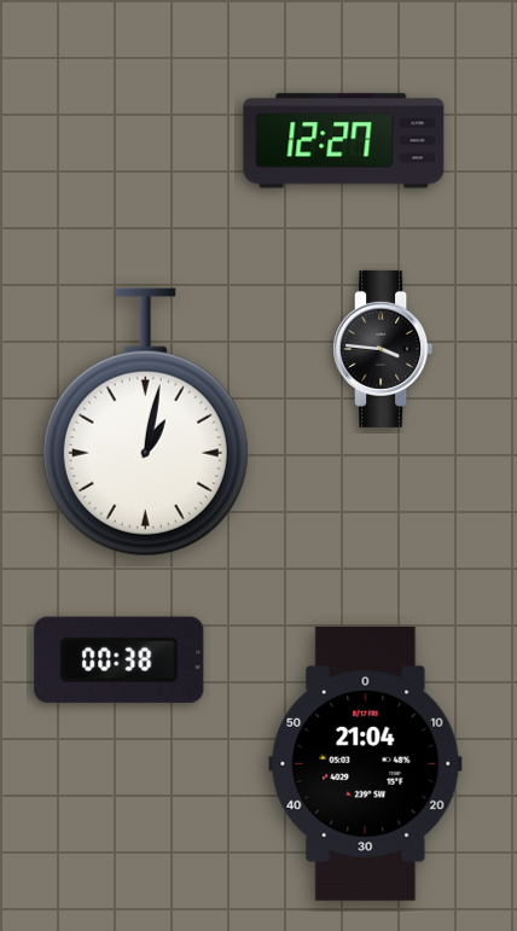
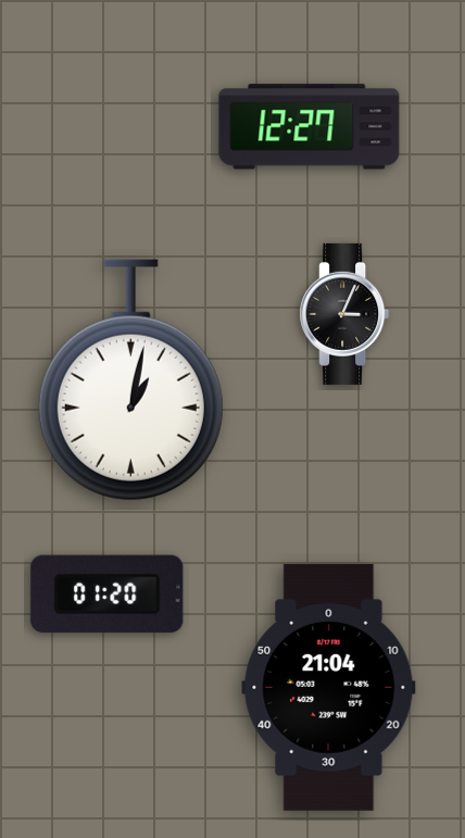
clock at (383, 349): 3:46 -> 3:04
clock at (120, 659): 00:38 -> 01:20
